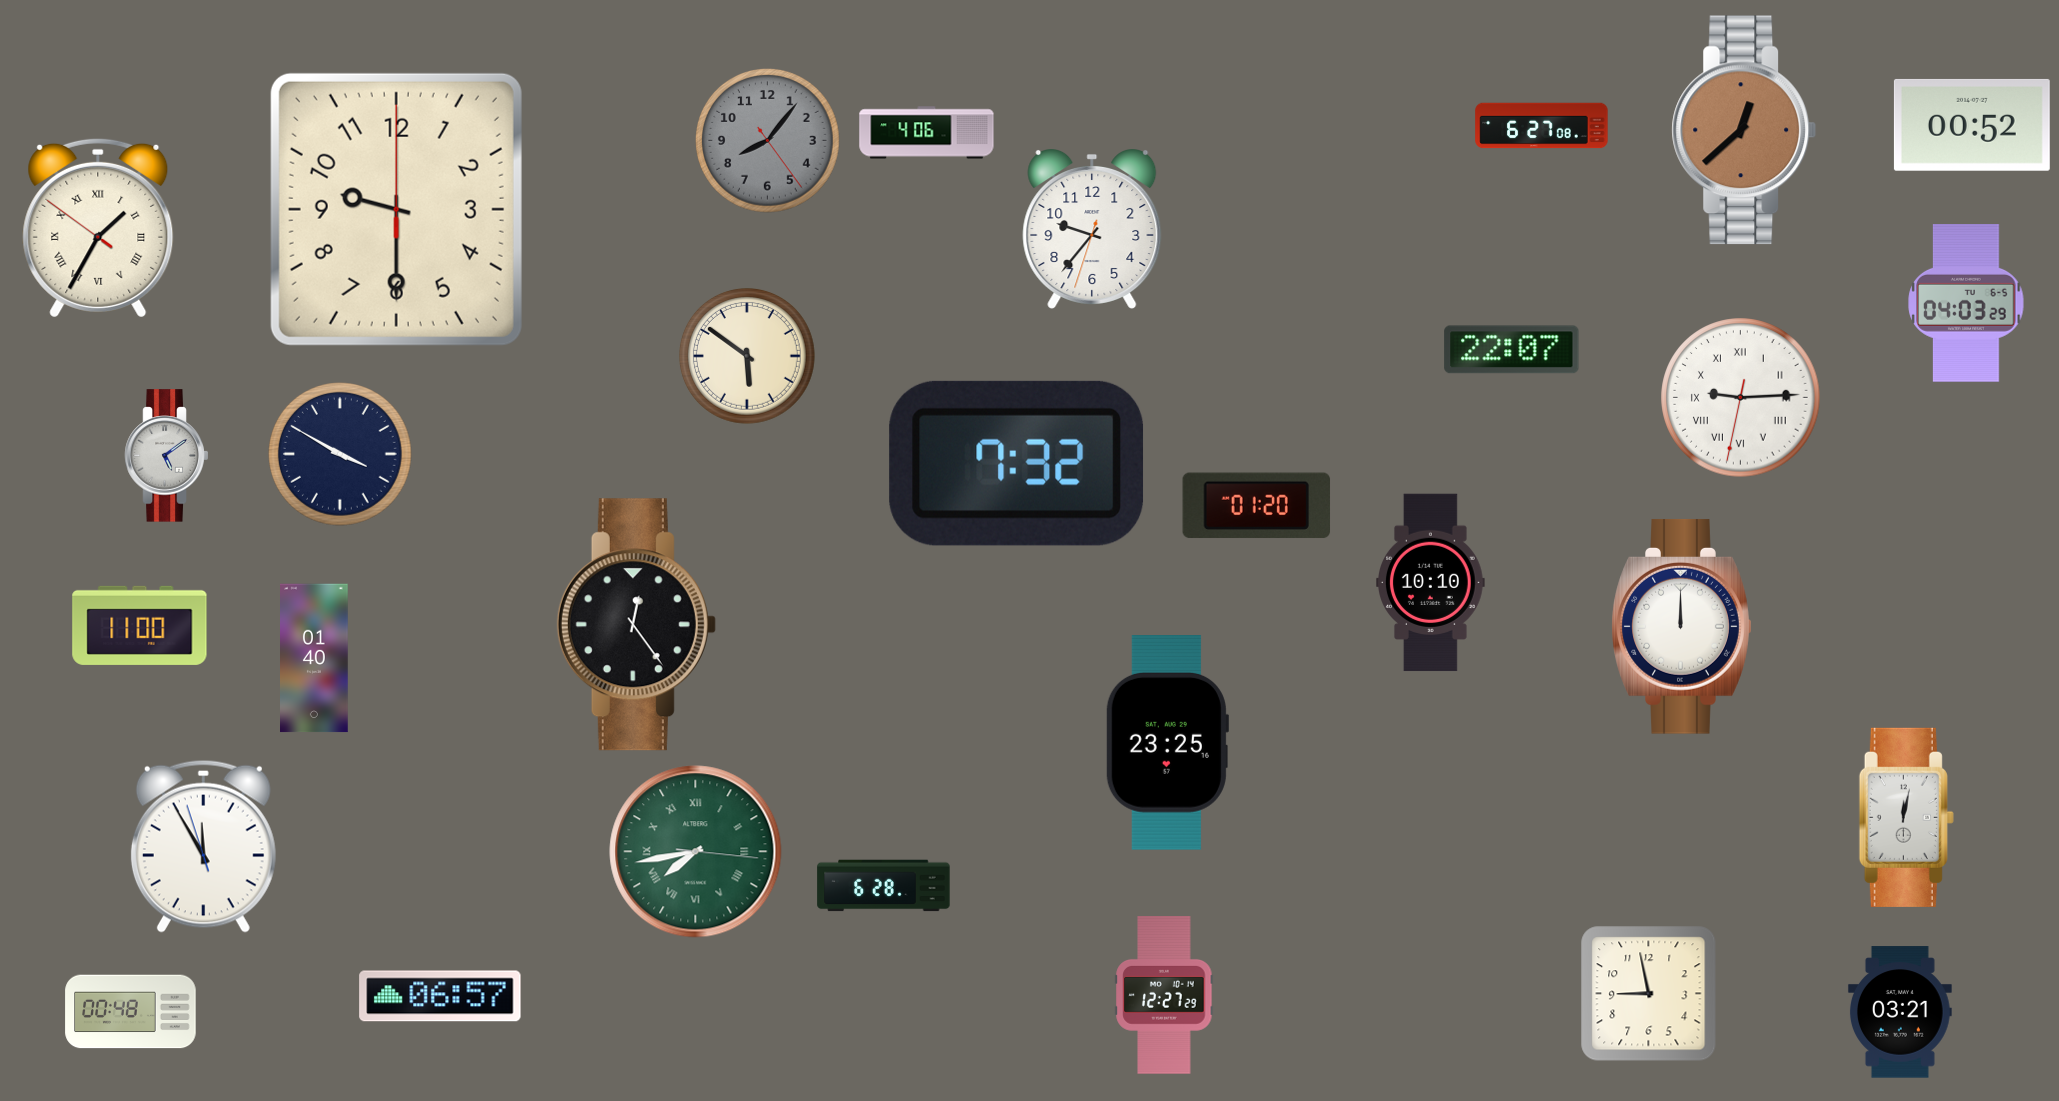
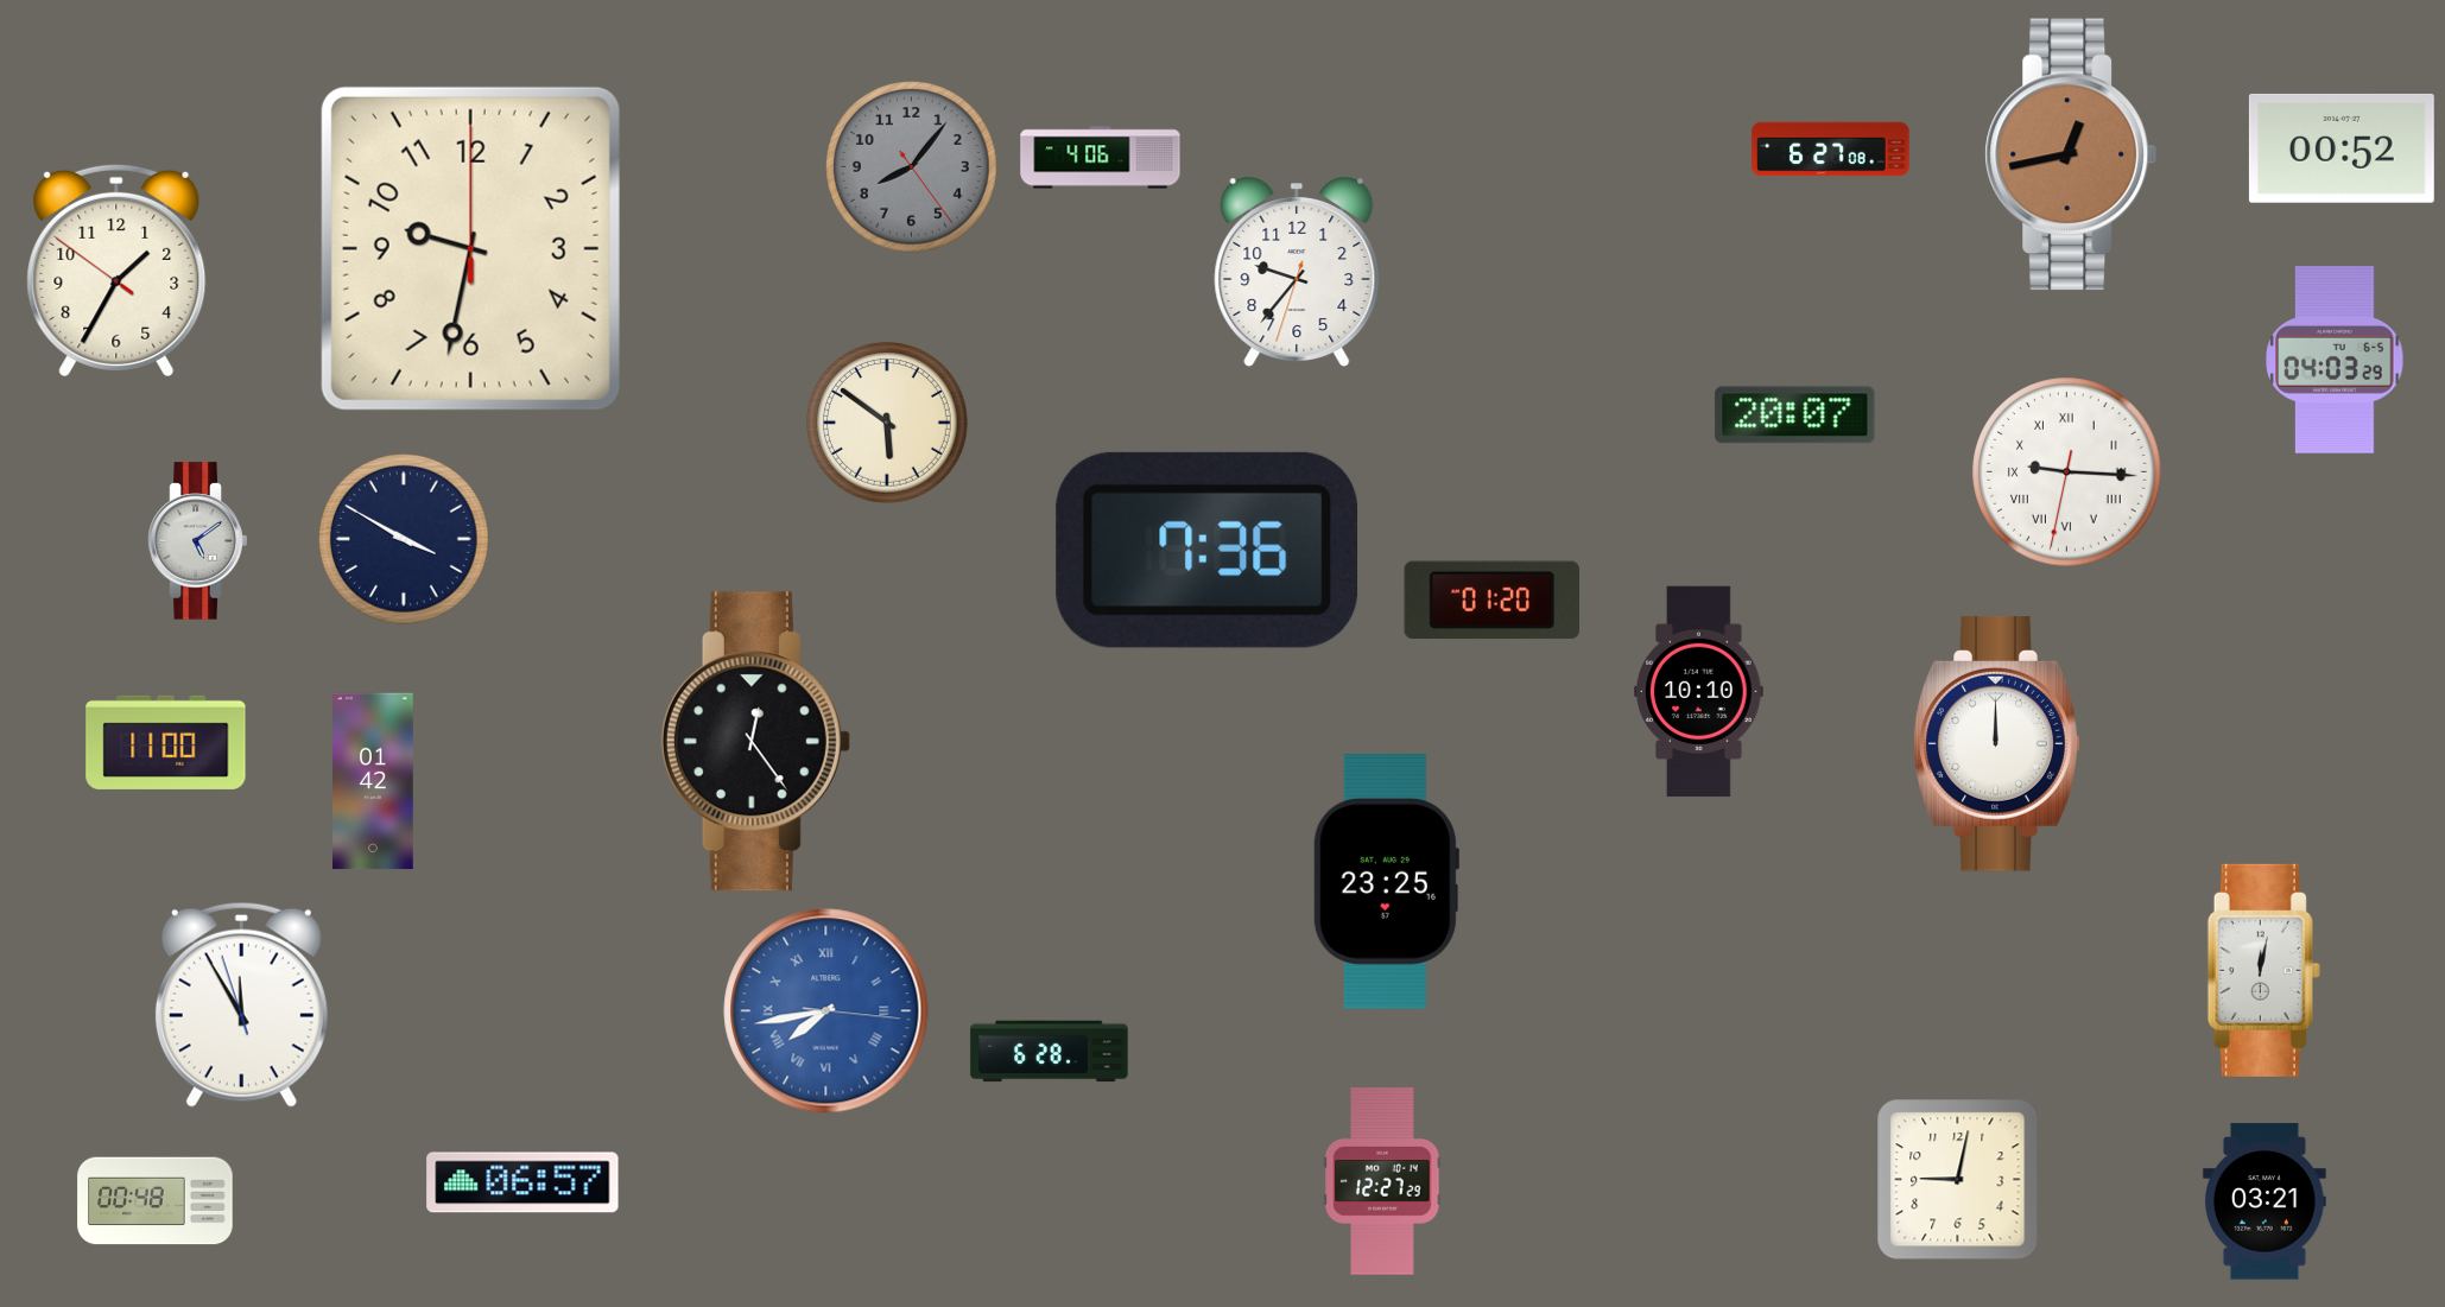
clock at (1744, 130): 12:38 -> 12:43
clock at (396, 209): 9:30 -> 9:32
clock at (98, 228) numerals: Roman -> Arabic
clock at (1512, 350): 22:07 -> 20:07
clock at (1741, 398): 9:14 -> 9:15
clock at (1017, 463): 7:32 -> 7:36
clock at (315, 658): 01:40 -> 01:42
clock at (696, 852) dial: green -> blue
clock at (1649, 994): 8:58 -> 9:02
clock at (1900, 1012) position: (1900, 1012) -> (2265, 1201)
